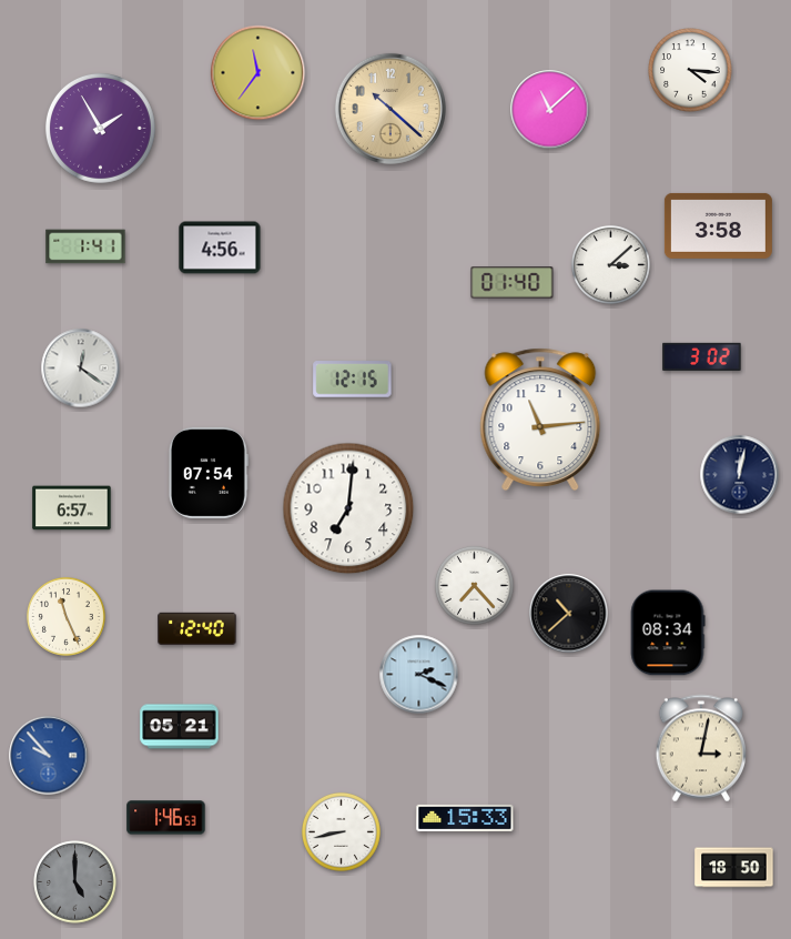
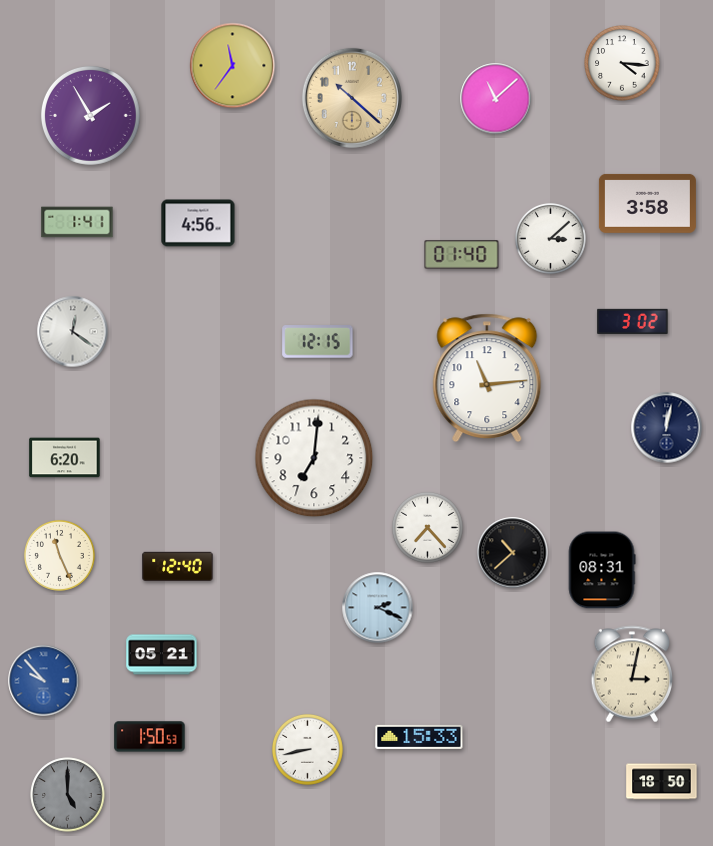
clock at (209, 473): 07:54 -> none
clock at (72, 508): 6:57 -> 6:20
clock at (668, 633): 08:34 -> 08:31
clock at (166, 818): 1:46 -> 1:50
